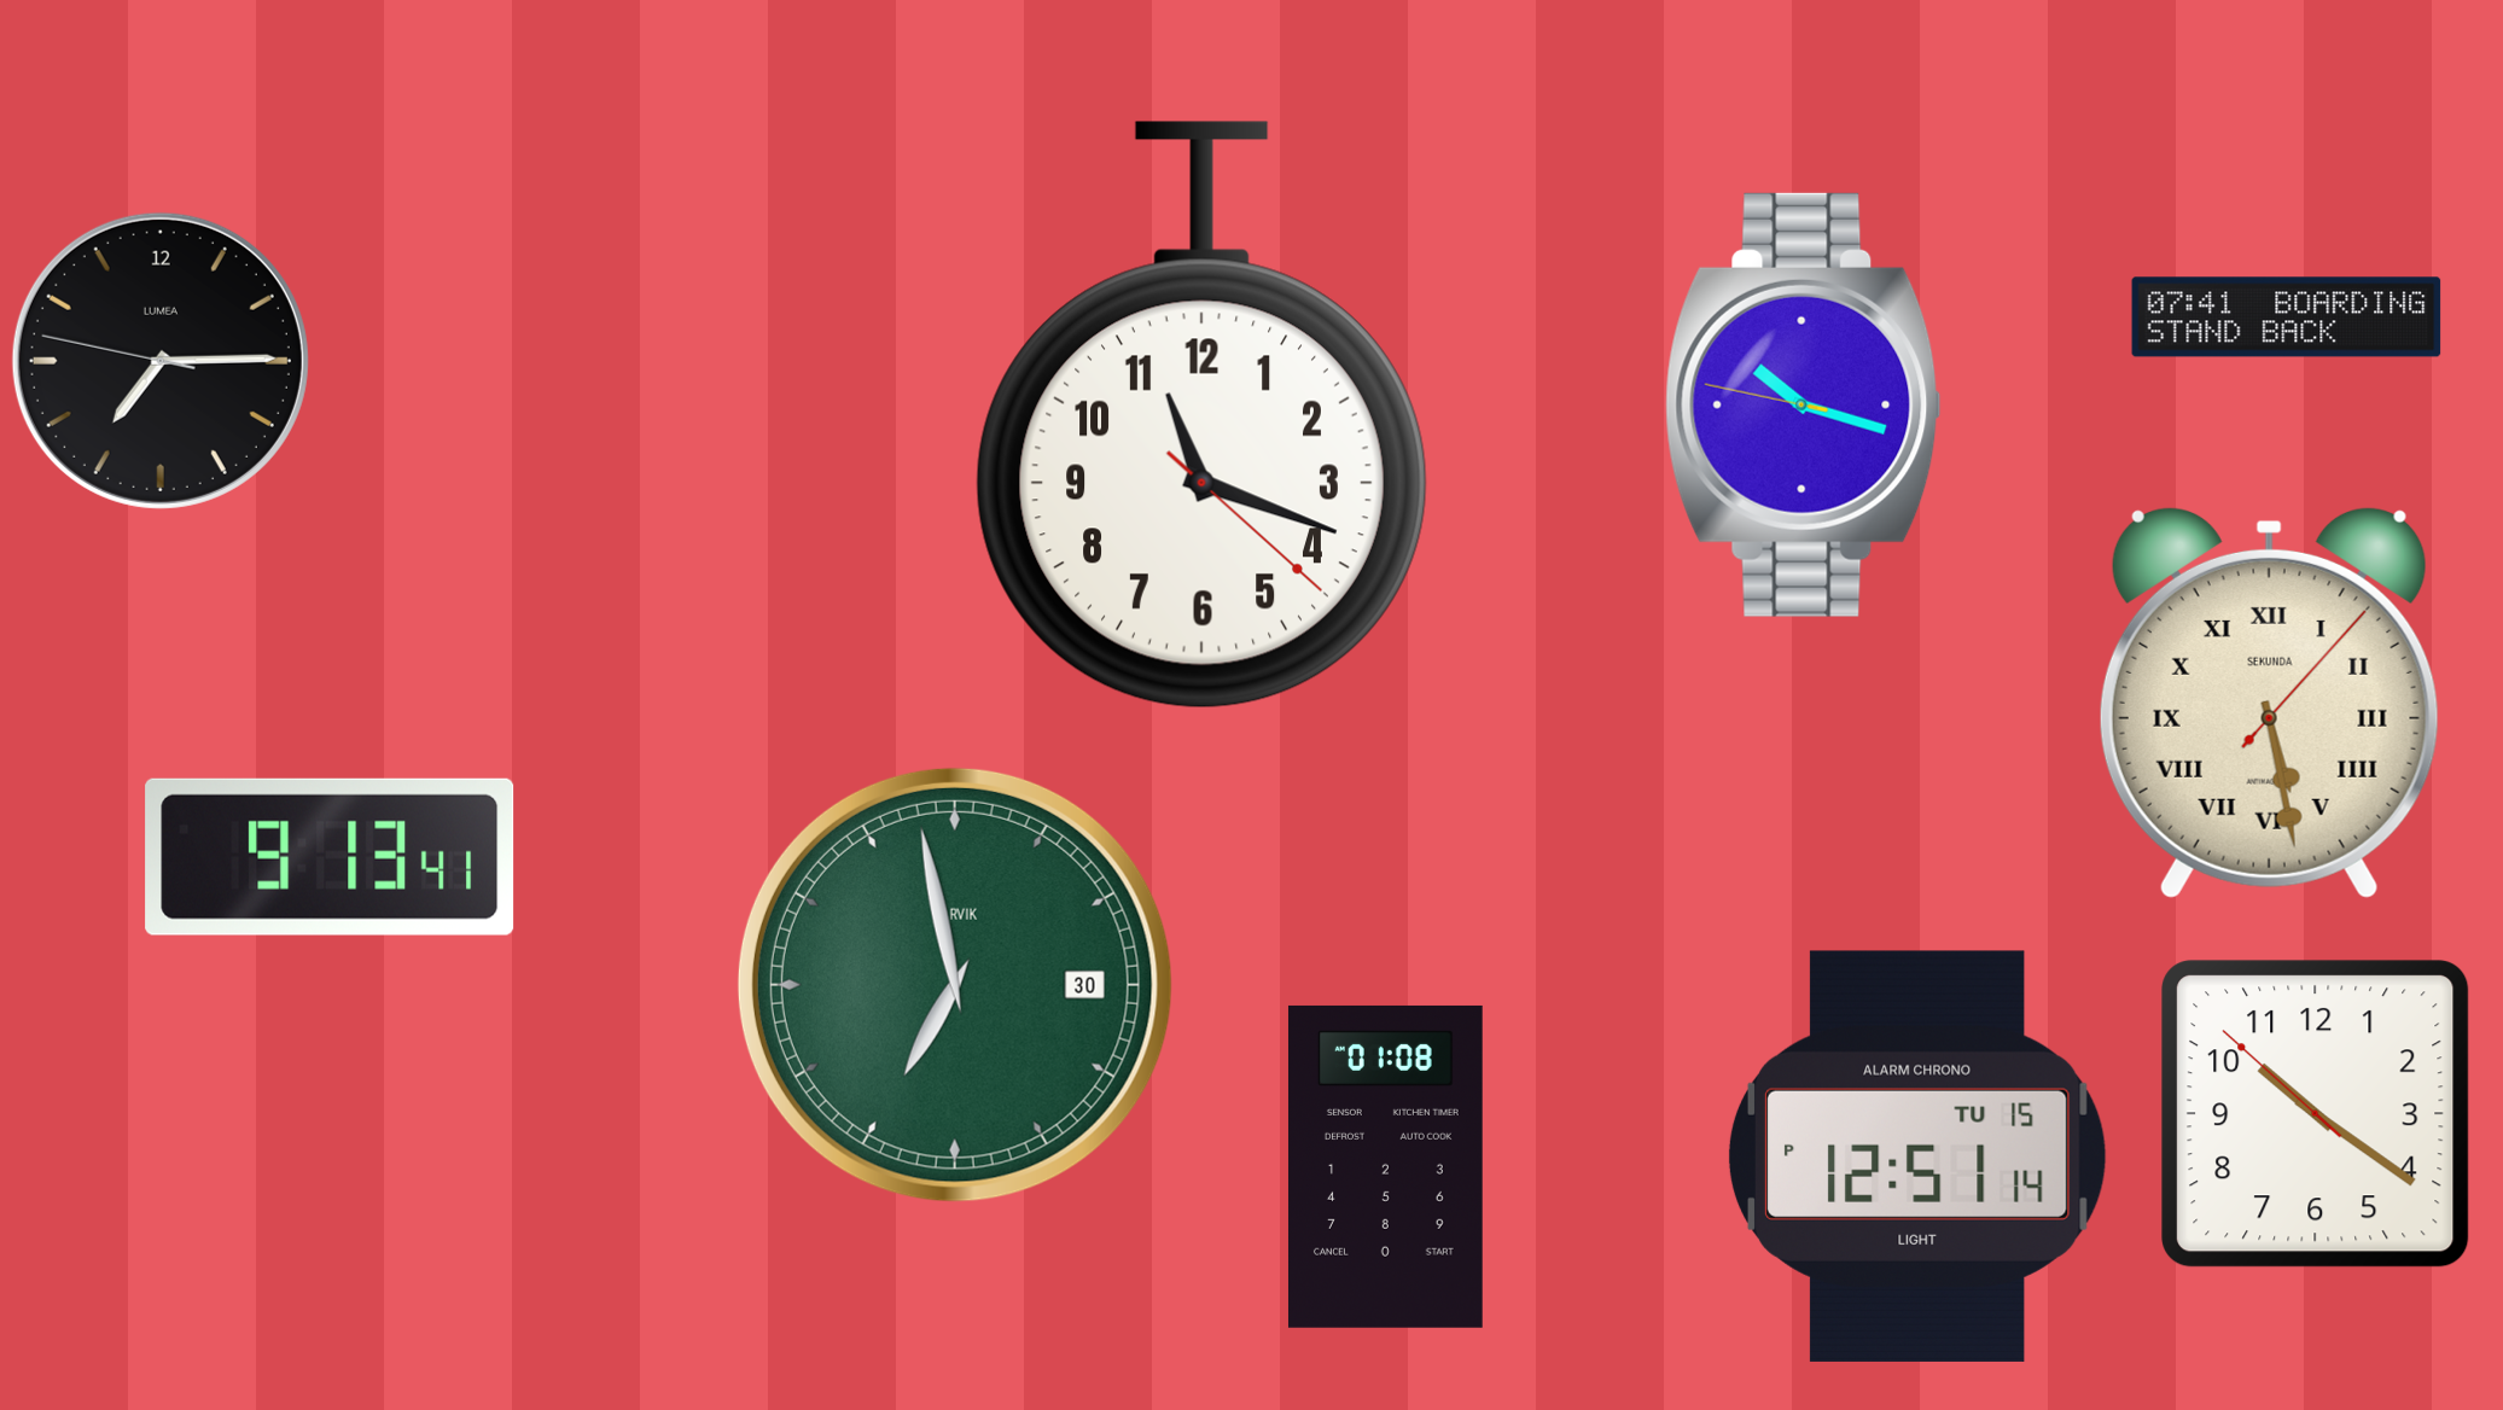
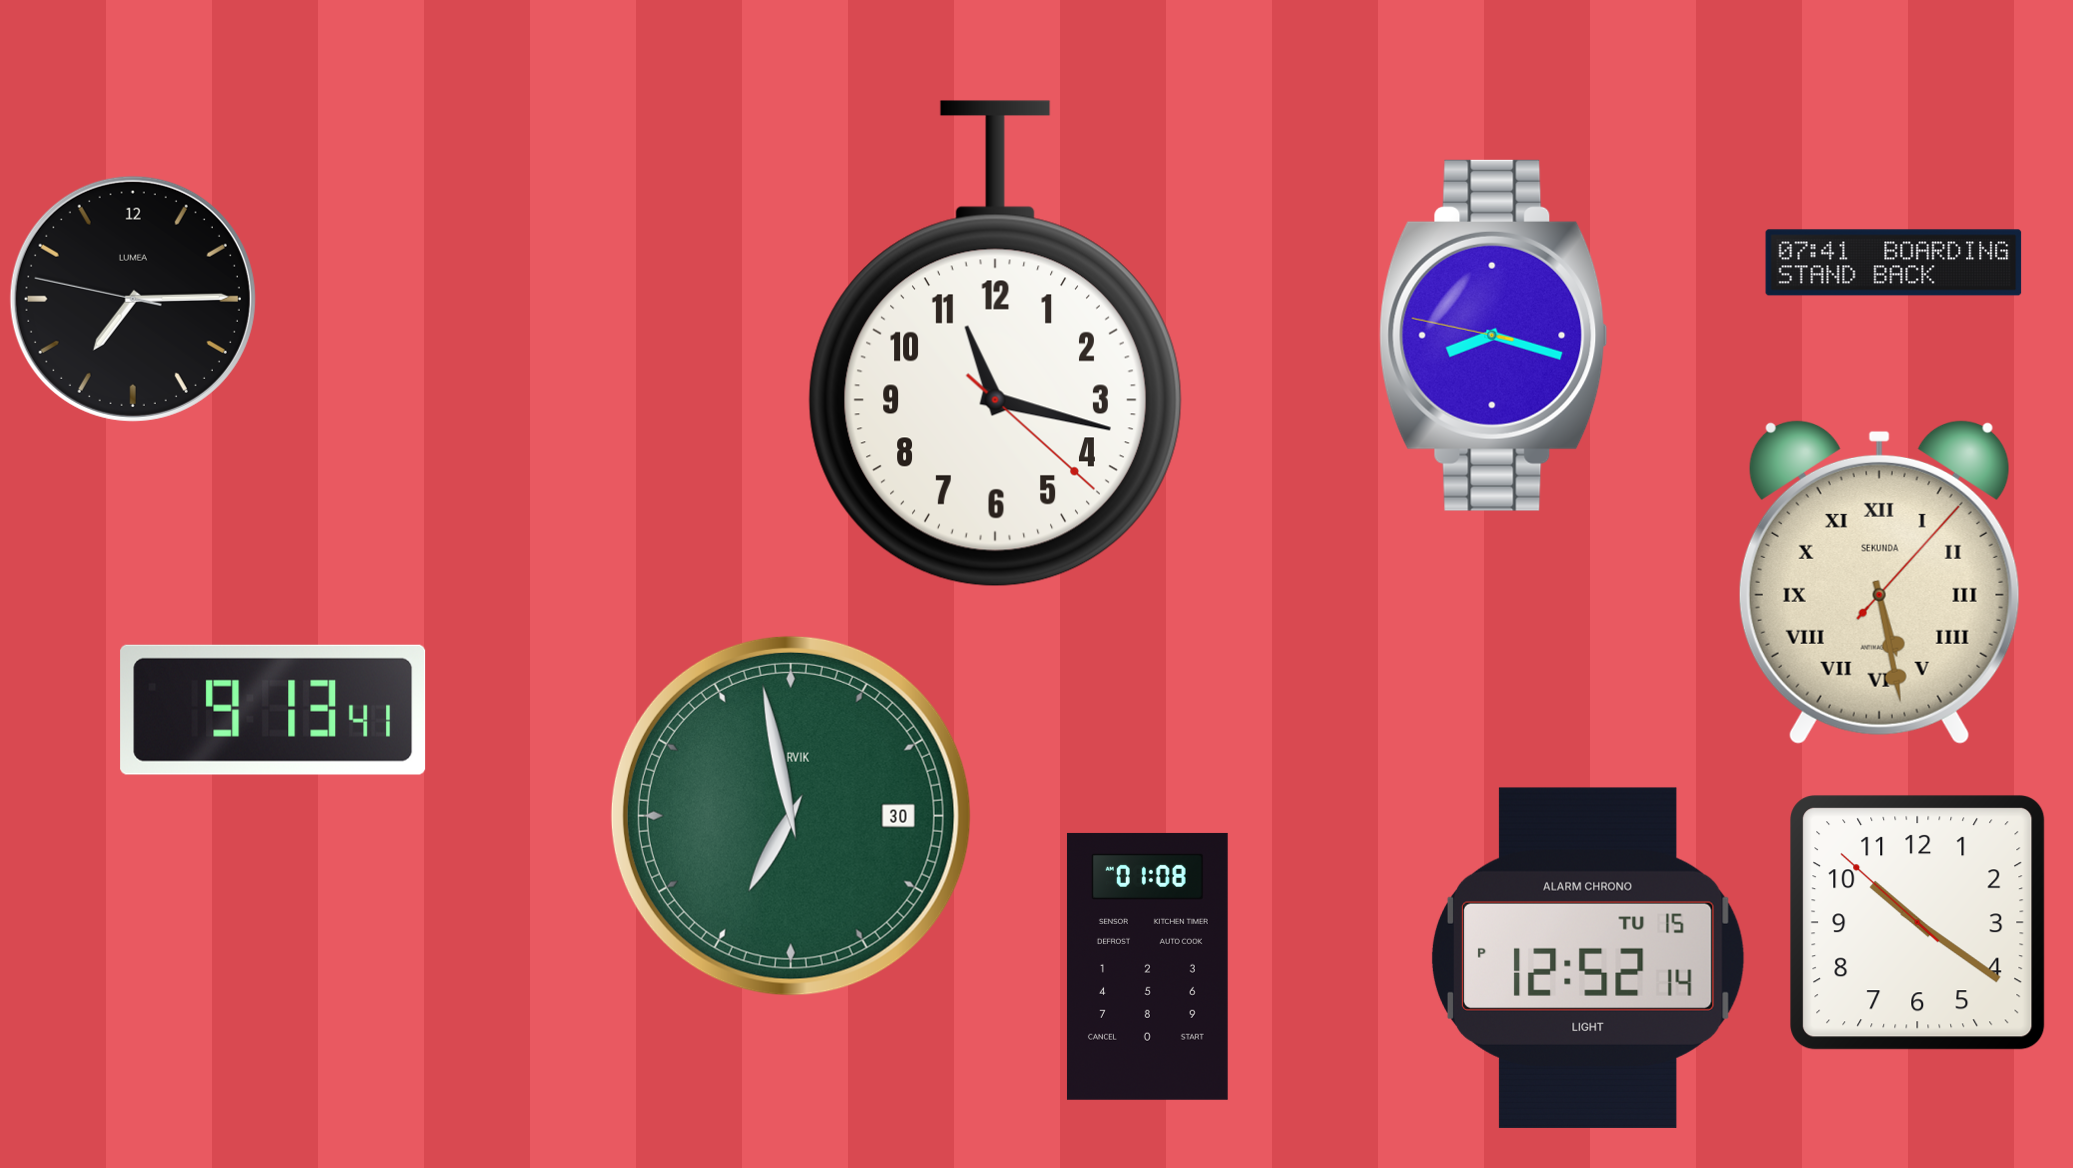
clock at (1804, 404): 10:17 -> 8:17
clock at (1201, 414): 11:18 -> 11:17
clock at (1917, 1156): 12:51 -> 12:52
